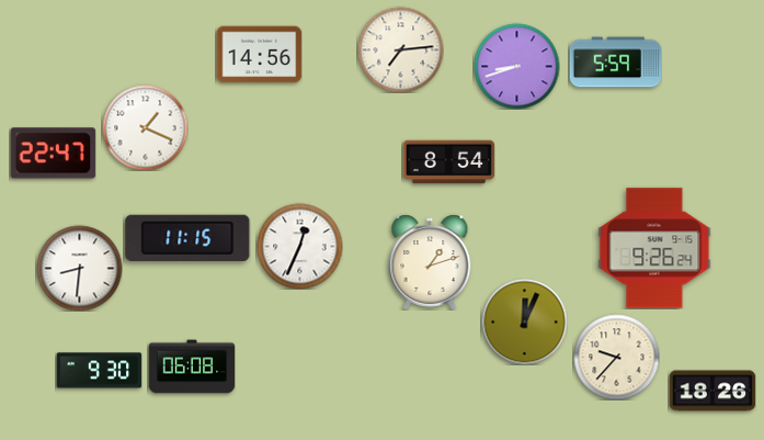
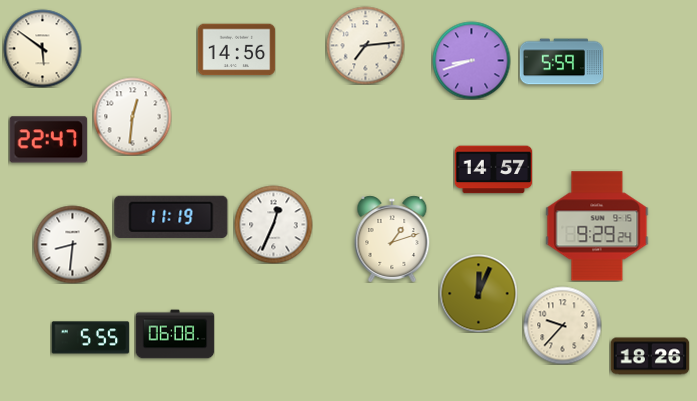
clock at (42, 48): none -> 5:51
clock at (615, 63) position: (615, 63) -> (561, 62)
clock at (145, 127): 1:19 -> 12:31
clock at (448, 162): 8:54 -> none
clock at (493, 170): none -> 14:57
clock at (187, 238): 11:15 -> 11:19
clock at (654, 248): 9:26 -> 9:29
clock at (99, 371): 9:30 -> 5:55
